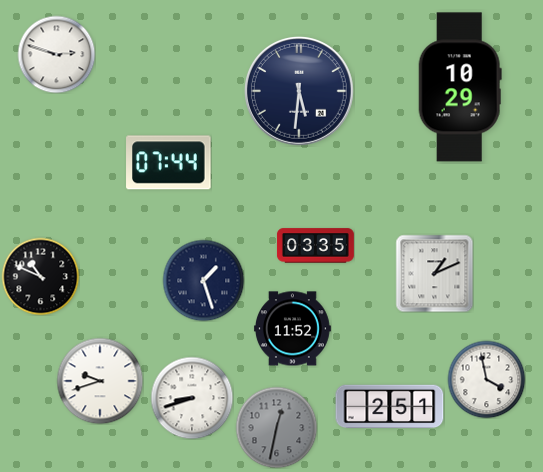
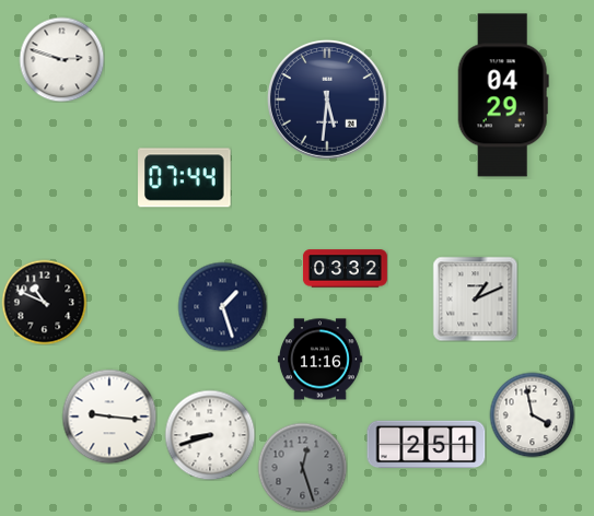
clock at (460, 87): 10:29 -> 04:29
clock at (315, 246): 03:35 -> 03:32
clock at (292, 329): 11:52 -> 11:16
clock at (100, 381): 9:42 -> 9:16
clock at (276, 427): 12:32 -> 12:27
